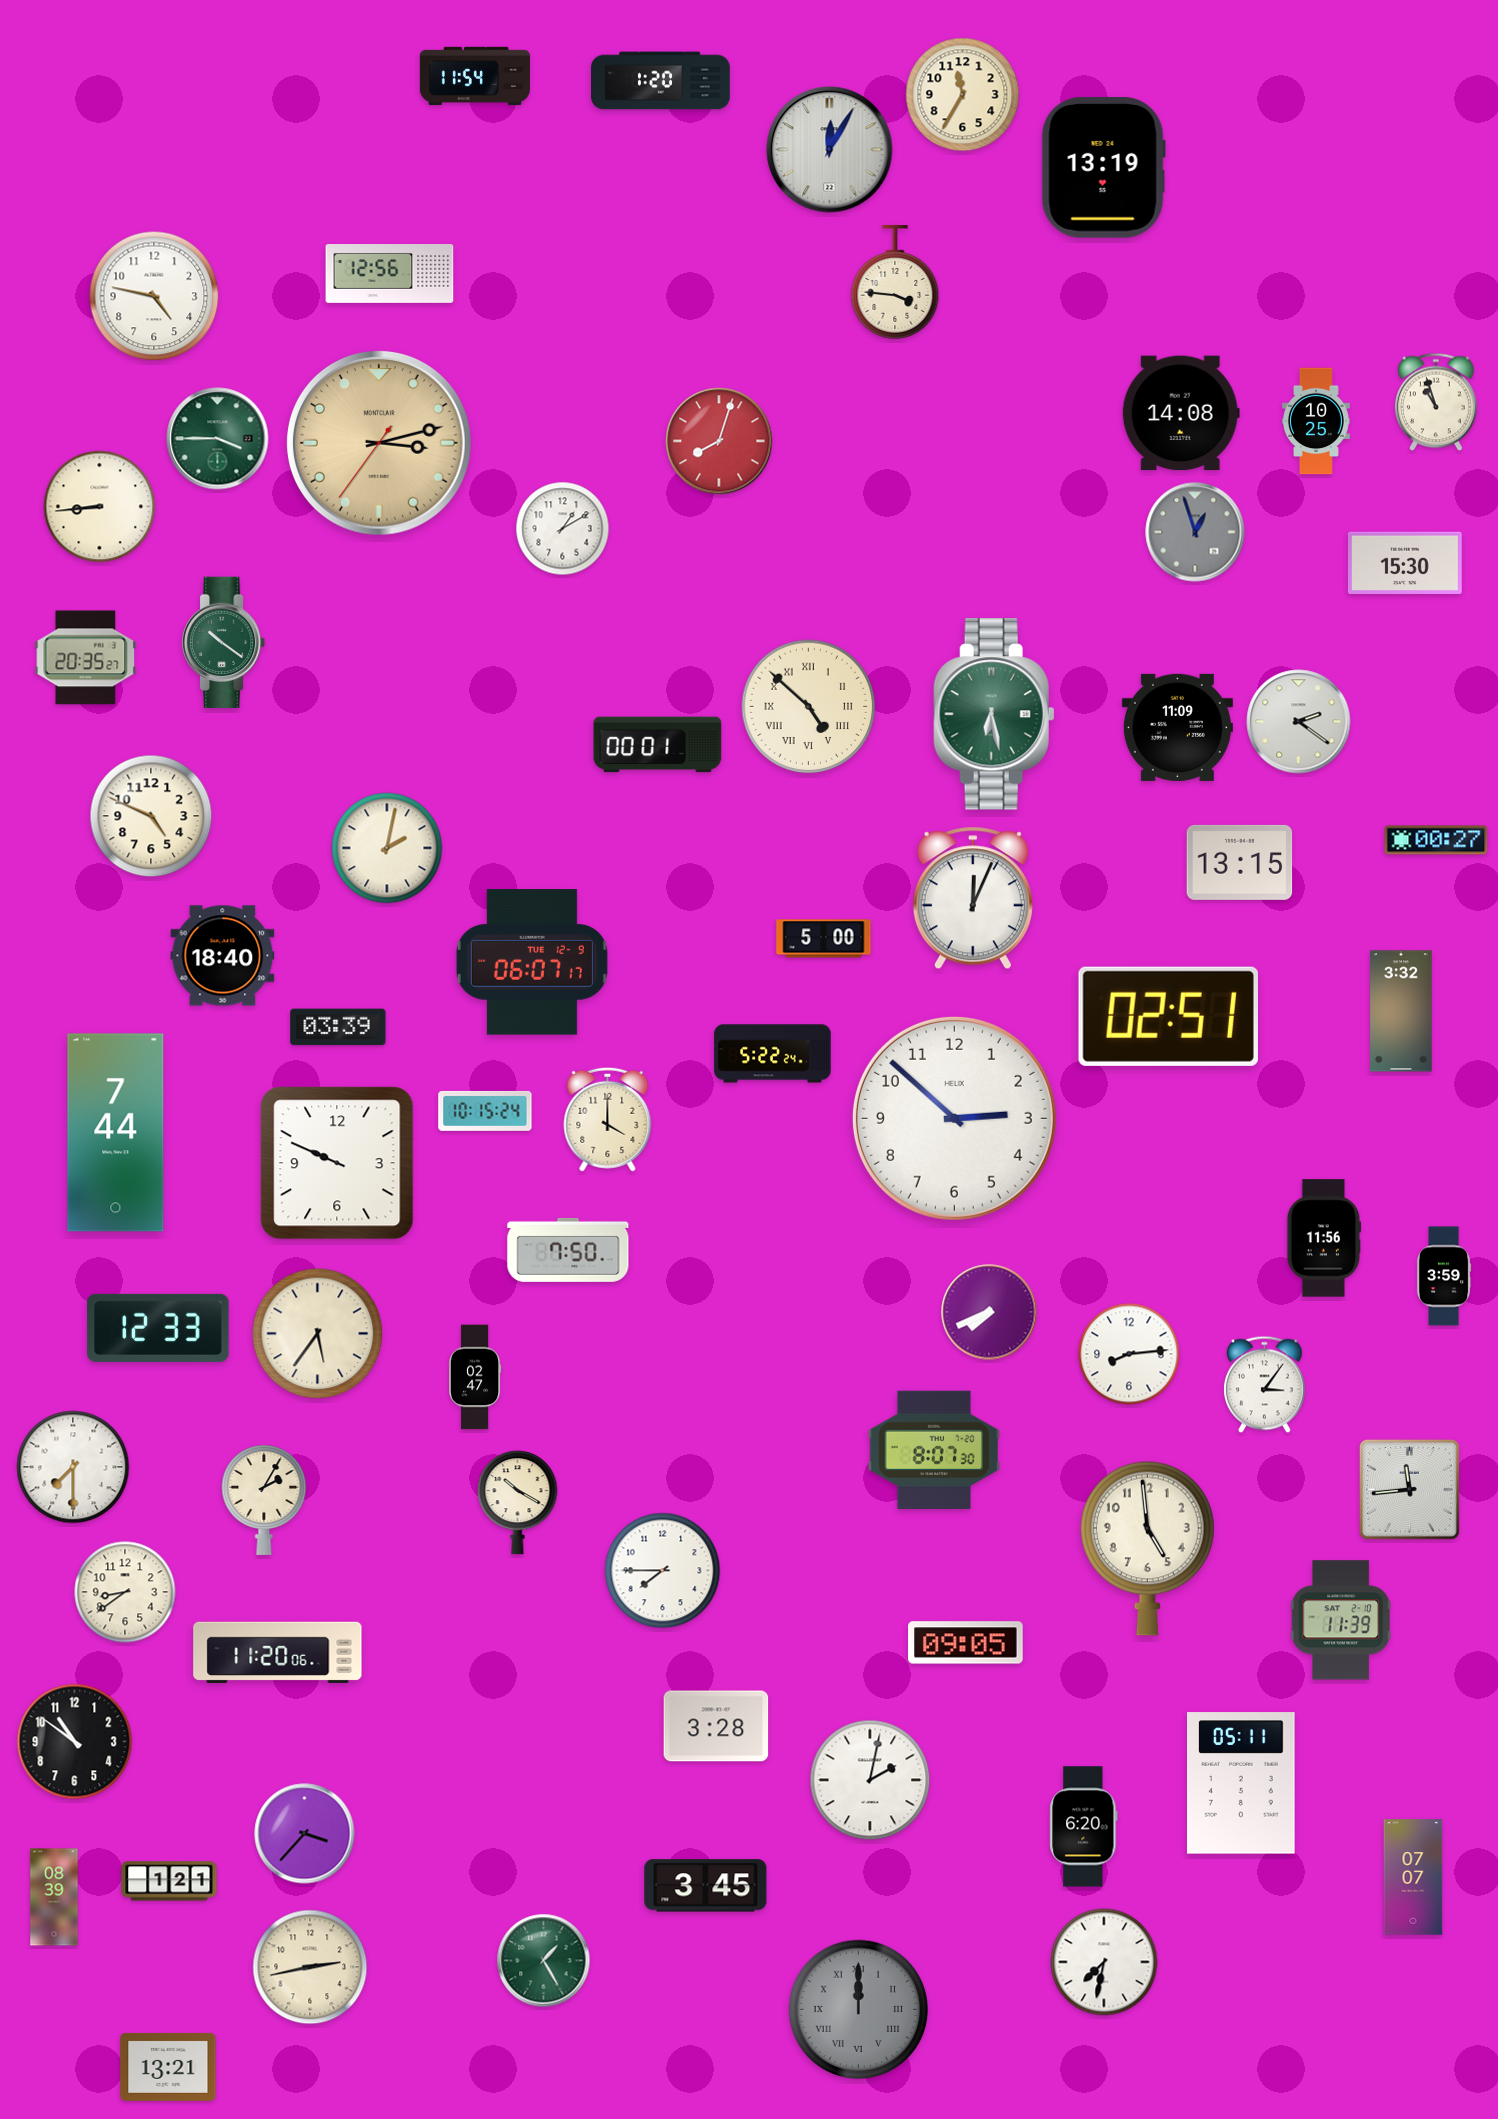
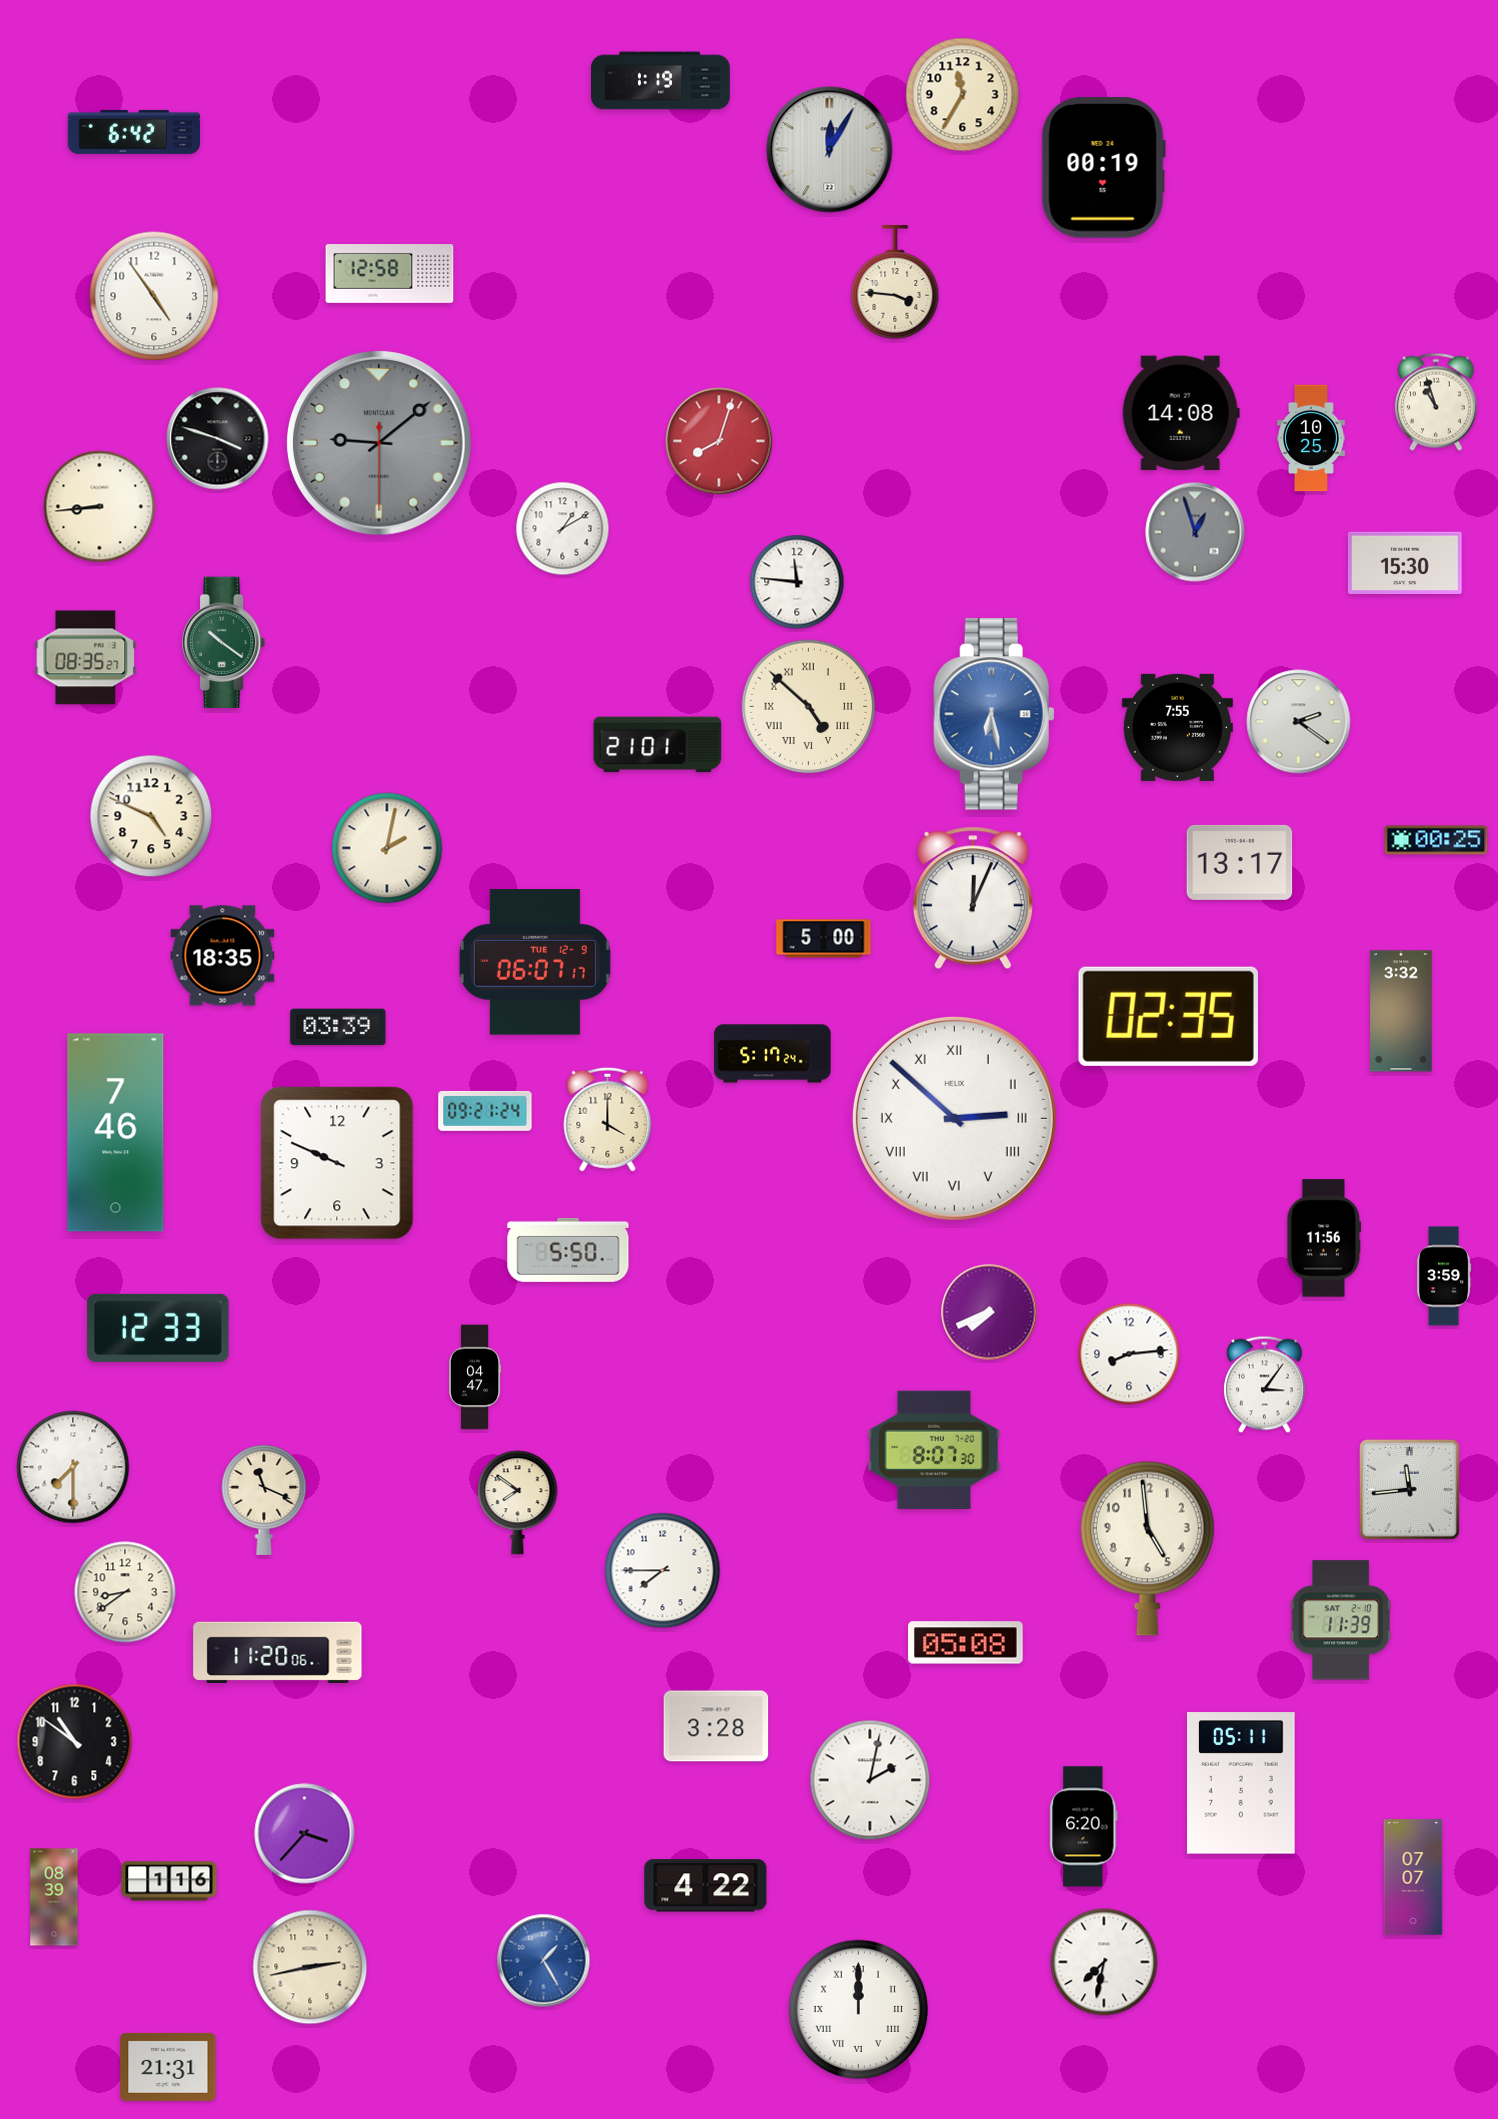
clock at (475, 76): 11:54 -> none
clock at (661, 81): 1:20 -> 1:19
clock at (134, 132): none -> 6:42
clock at (1103, 168): 13:19 -> 00:19
clock at (390, 274): 12:56 -> 12:58
clock at (154, 296): 4:47 -> 4:54
clock at (1317, 421) position: (1317, 421) -> (1312, 438)
clock at (218, 439): 3:45 -> 3:48
clock at (218, 439) dial: green -> black
clock at (379, 443): 3:12 -> 9:08
clock at (379, 443) dial: champagne -> grey
clock at (797, 582): none -> 11:46
clock at (86, 658): 20:35 -> 08:35
clock at (994, 714) dial: green -> blue
clock at (1177, 727): 11:09 -> 7:55
clock at (658, 745): 00:01 -> 21:01
clock at (1436, 840): 00:27 -> 00:25
clock at (1240, 862): 13:15 -> 13:17
clock at (223, 956): 18:40 -> 18:35
clock at (532, 962) position: (532, 962) -> (535, 962)
clock at (1168, 1016): 02:51 -> 02:35
clock at (773, 1054): 5:22 -> 5:17
clock at (485, 1111): 10:15 -> 09:21
clock at (954, 1118) numerals: Arabic -> Roman
clock at (116, 1133): 7:44 -> 7:46
clock at (568, 1250): 7:50 -> 5:50
clock at (318, 1334): 5:36 -> none
clock at (476, 1377): 02:47 -> 04:47
clock at (264, 1500): 2:05 -> 11:19
clock at (518, 1503): 10:20 -> 7:51
clock at (966, 1643): 09:05 -> 05:08
clock at (169, 1881): 1:21 -> 1:16
clock at (706, 1886): 3:45 -> 4:22
clock at (544, 1961) dial: green -> blue
clock at (859, 2010) dial: grey -> white
clock at (168, 2067): 13:21 -> 21:31
